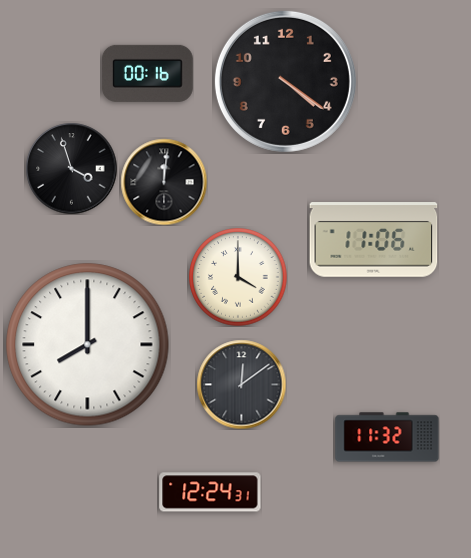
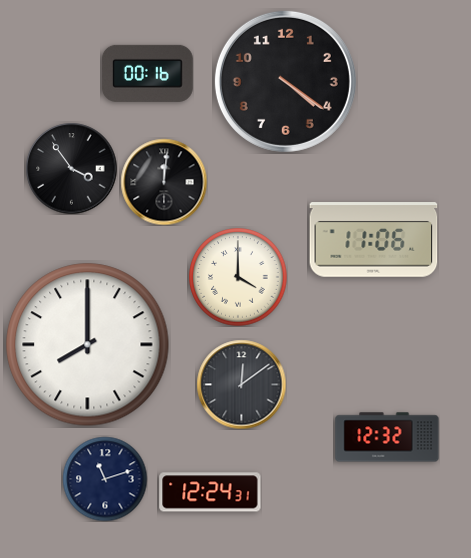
clock at (71, 168): 3:57 -> 3:54
clock at (387, 437): 11:32 -> 12:32
clock at (105, 479): none -> 11:12
